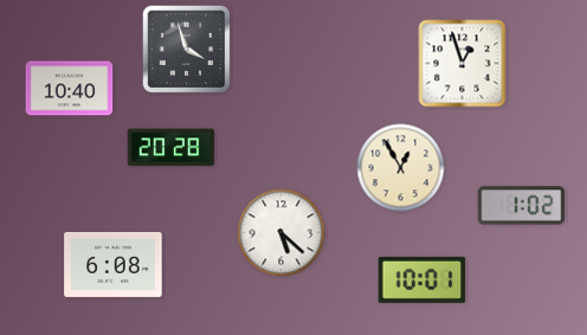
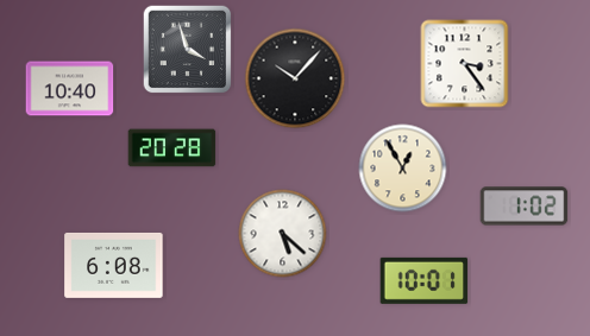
clock at (463, 64): 12:57 -> 3:24
clock at (295, 78): none -> 10:07
